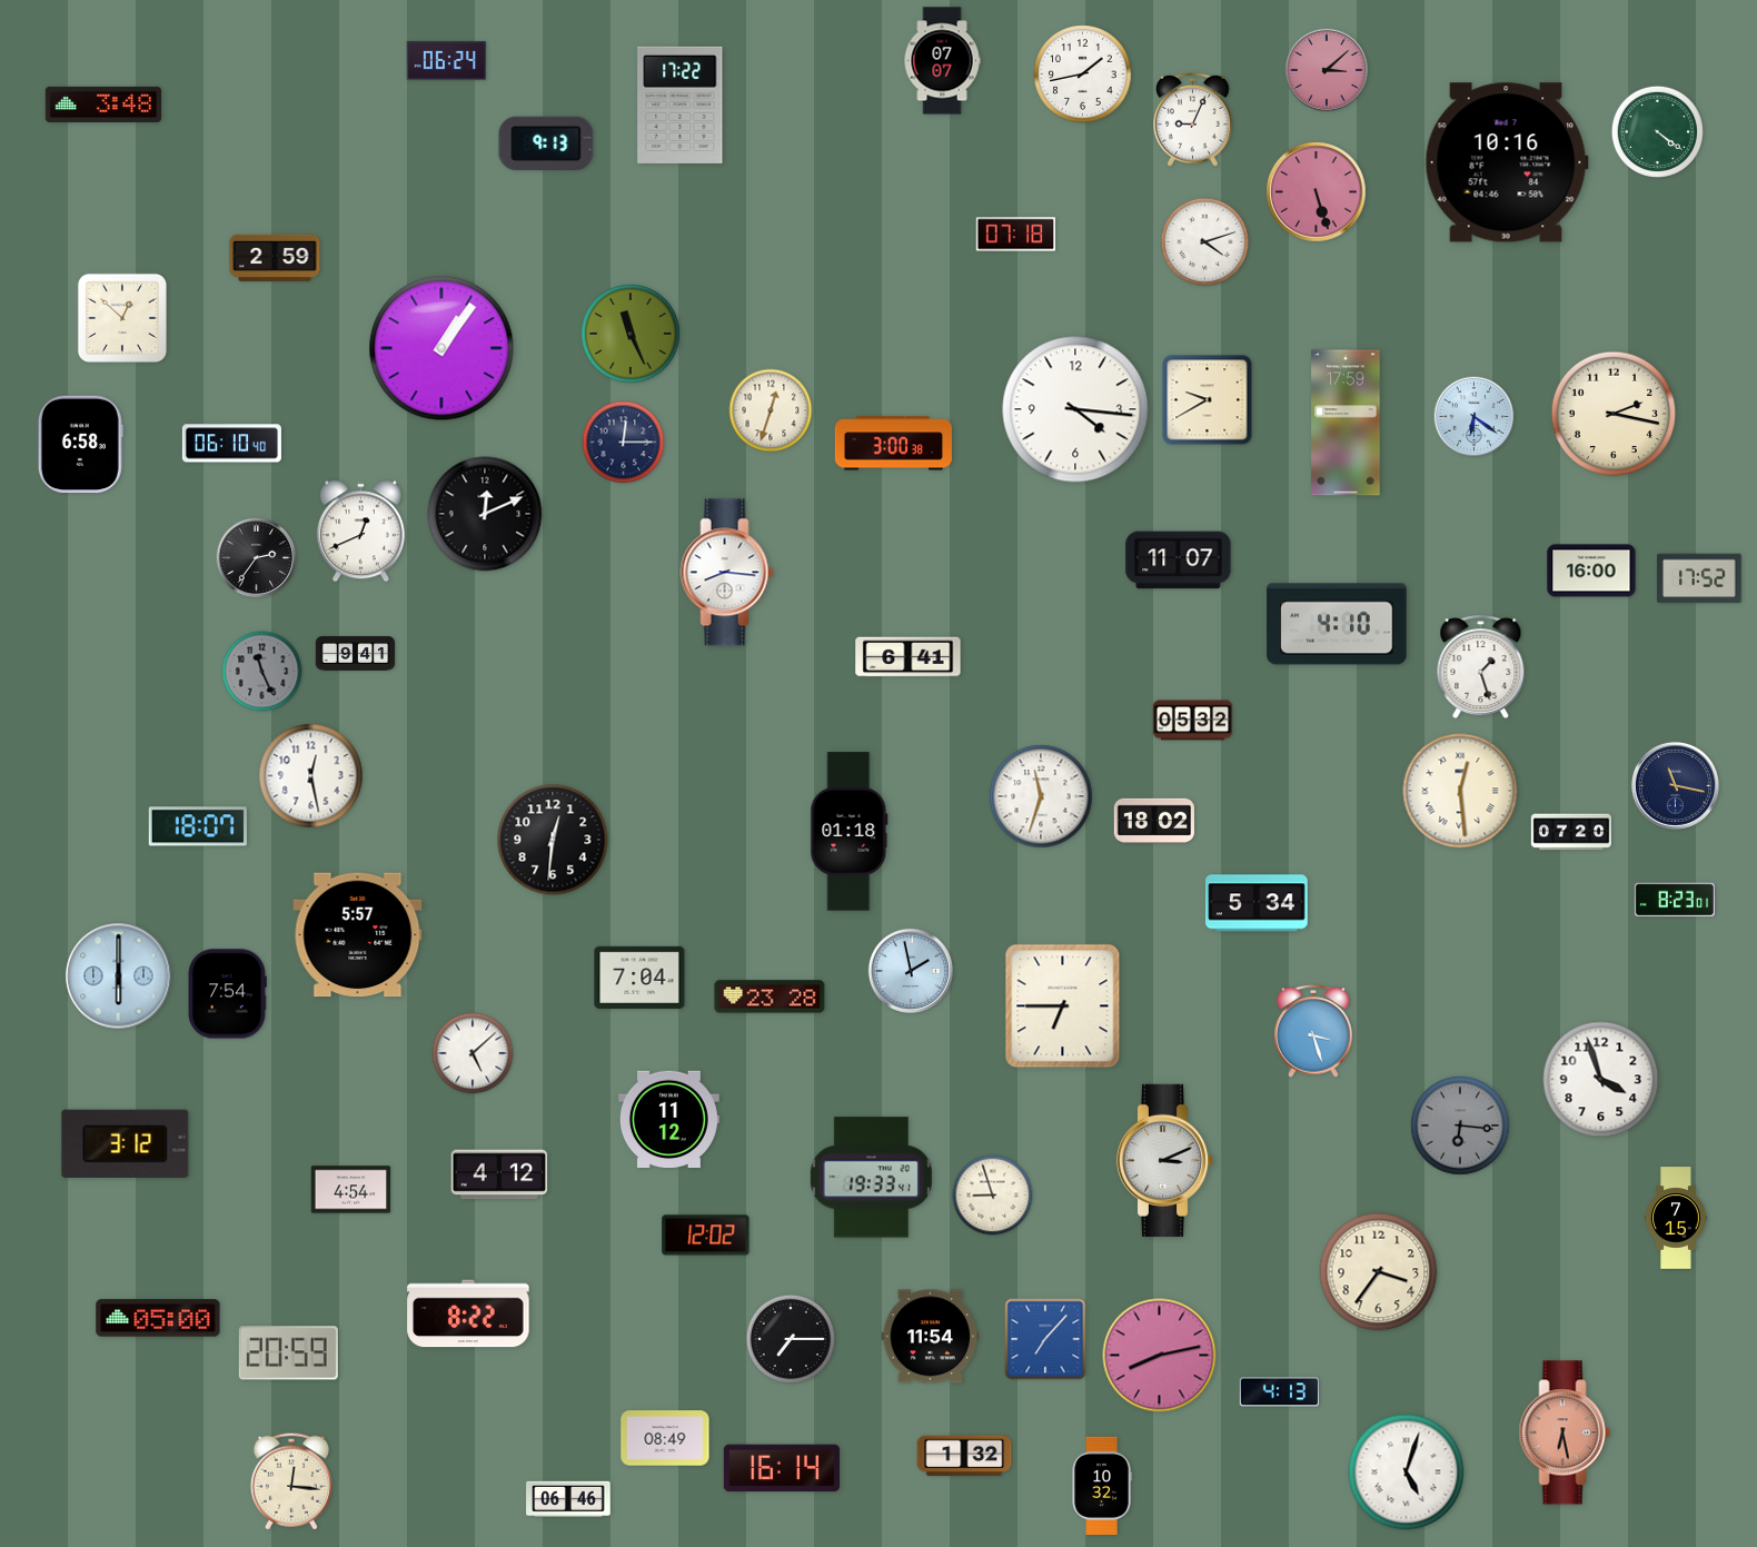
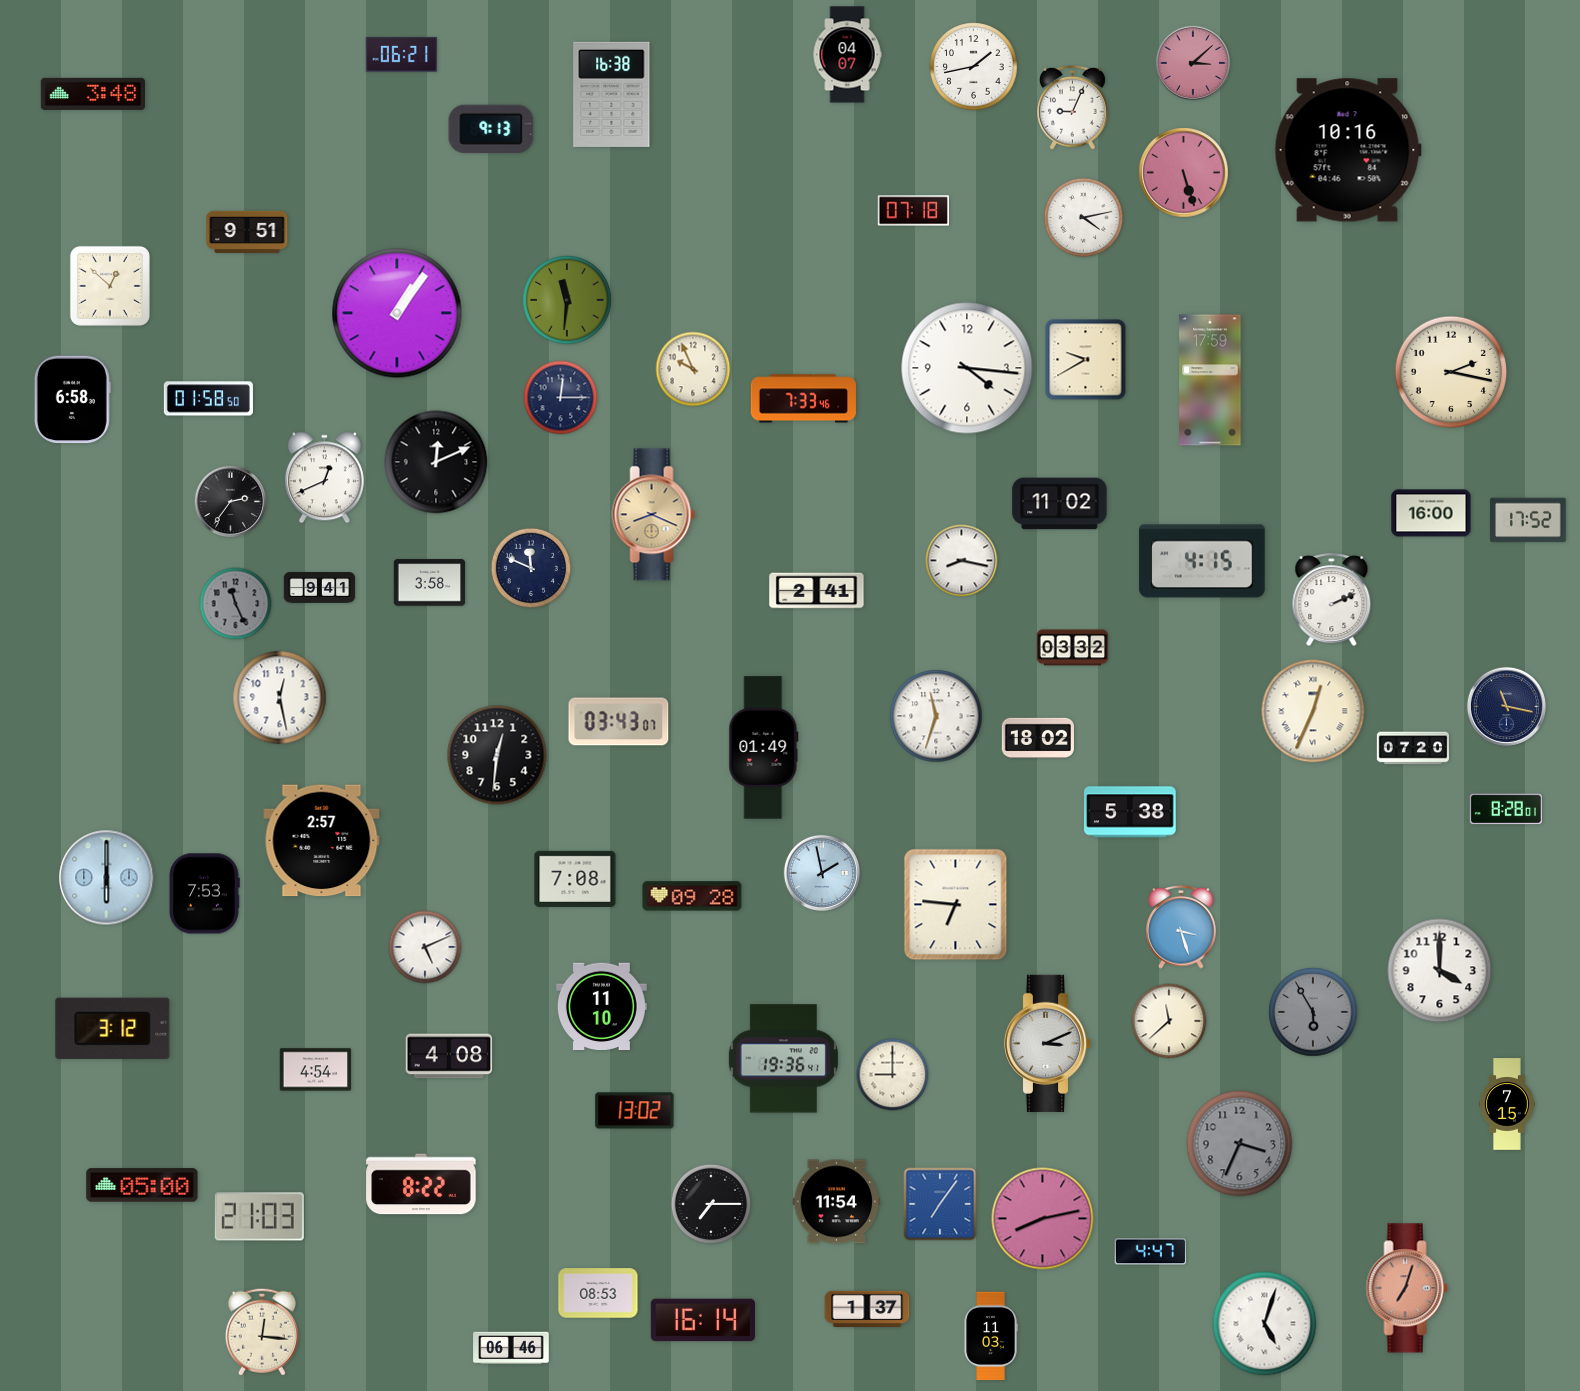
clock at (447, 60): 06:24 -> 06:21
clock at (942, 61): 07:07 -> 04:07
clock at (681, 105): 17:22 -> 16:38
clock at (1657, 131): 4:21 -> none
clock at (1507, 162) position: (1507, 162) -> (1348, 150)
clock at (1205, 242): 4:12 -> 4:13
clock at (275, 258): 2:59 -> 9:51
clock at (631, 334): 11:26 -> 11:31
clock at (771, 410): 12:33 -> 9:56
clock at (1475, 417): 6:21 -> none
clock at (231, 444): 06:10 -> 01:58
clock at (893, 444): 3:00 -> 7:33
clock at (1179, 561): 11:07 -> 11:02
clock at (727, 573): 8:16 -> 8:19
clock at (727, 573) dial: white -> champagne
clock at (962, 561): none -> 8:17
clock at (1337, 624): 4:10 -> 4:15
clock at (531, 568): none -> 11:49
clock at (430, 583): none -> 3:58
clock at (909, 657): 6:41 -> 2:41
clock at (1481, 667): 1:27 -> 2:11
clock at (1193, 721): 05:32 -> 03:32
clock at (1460, 791): 12:29 -> 12:34
clock at (619, 722): none -> 03:43
clock at (198, 826): 18:07 -> none
clock at (850, 832): 01:18 -> 01:49
clock at (1675, 900): 8:23 -> 8:28
clock at (1258, 903): 5:34 -> 5:38
clock at (358, 935): 5:57 -> 2:57
clock at (910, 970) position: (910, 970) -> (821, 872)
clock at (639, 978): 7:04 -> 7:08
clock at (227, 994): 7:54 -> 7:53
clock at (770, 996): 23:28 -> 09:28
clock at (1063, 1006): 6:45 -> 6:46
clock at (473, 1053): 5:08 -> 5:11
clock at (1601, 1080): 3:57 -> 4:00
clock at (668, 1119): 11:12 -> 11:10
clock at (1460, 1125): 6:16 -> 5:55
clock at (1169, 1021): none -> 11:38
clock at (499, 1174): 4:12 -> 4:08
clock at (871, 1178): 19:33 -> 19:36
clock at (993, 1196): 8:57 -> 9:00
clock at (1676, 1218) position: (1676, 1218) -> (1507, 1104)
clock at (706, 1236): 12:02 -> 13:02
clock at (1379, 1272): 3:36 -> 3:34
clock at (1379, 1272) dial: cream -> grey
clock at (468, 1313) position: (468, 1313) -> (421, 1184)
clock at (1045, 1339): 7:07 -> 7:06
clock at (288, 1353): 20:59 -> 21:03
clock at (1280, 1392): 4:13 -> 4:47
clock at (1565, 1432): 6:28 -> 7:03
clock at (665, 1438): 08:49 -> 08:53
clock at (964, 1456): 1:32 -> 1:37
clock at (1102, 1486): 10:32 -> 11:03
